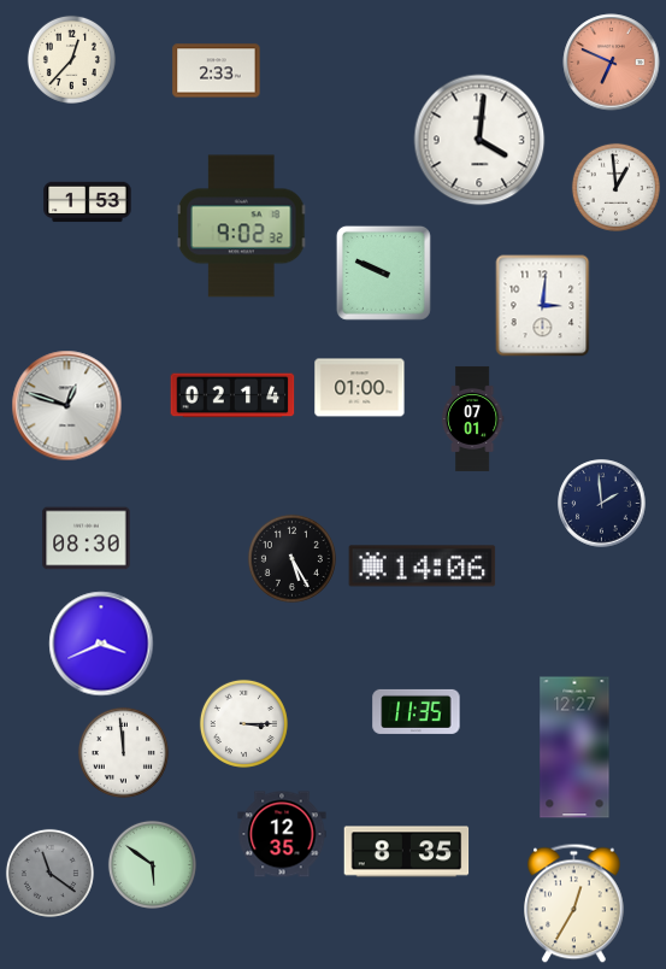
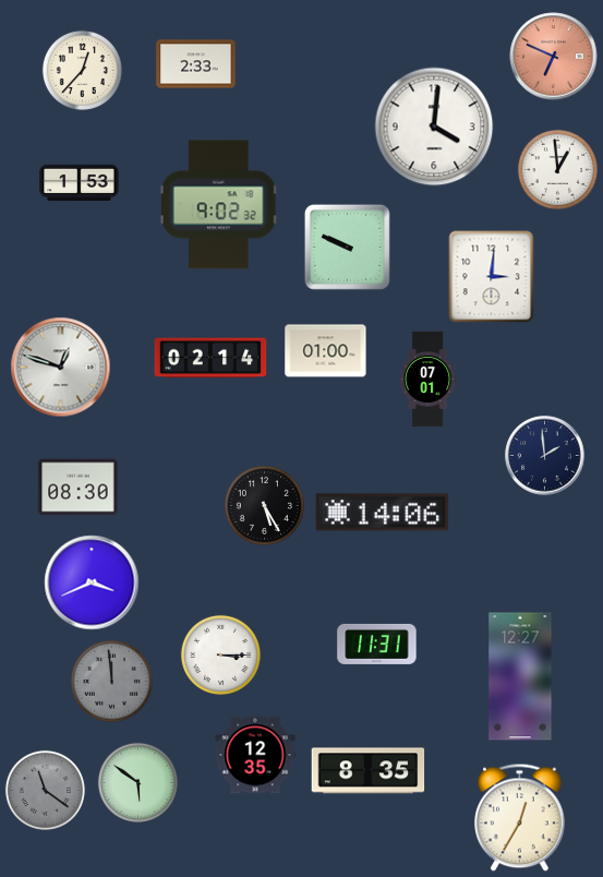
clock at (71, 59) position: (71, 59) -> (82, 70)
clock at (417, 711): 11:35 -> 11:31
clock at (123, 752) dial: white -> grey
